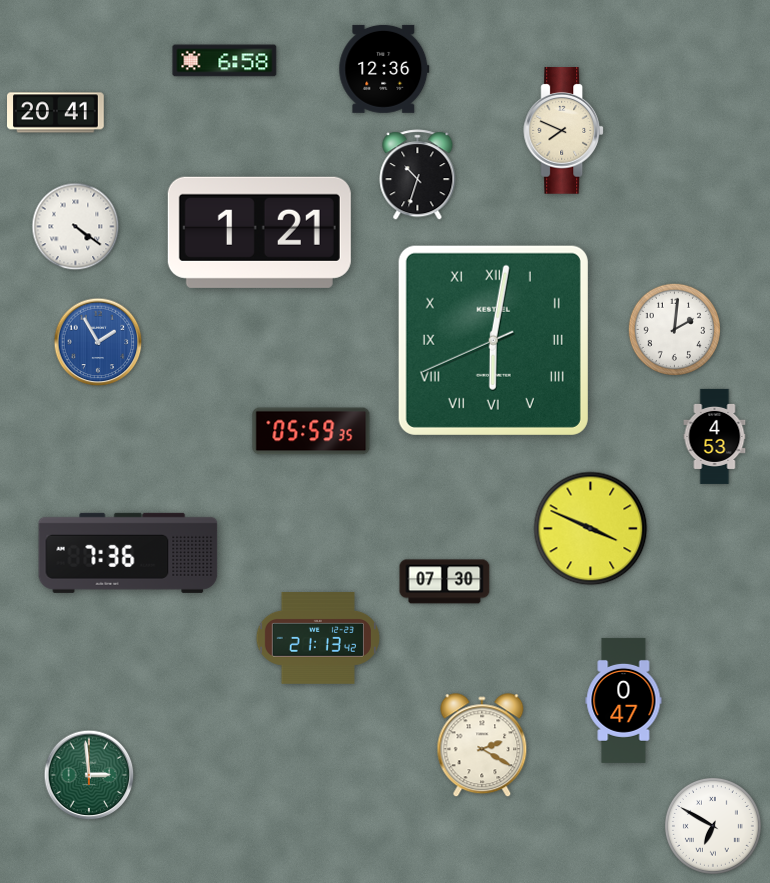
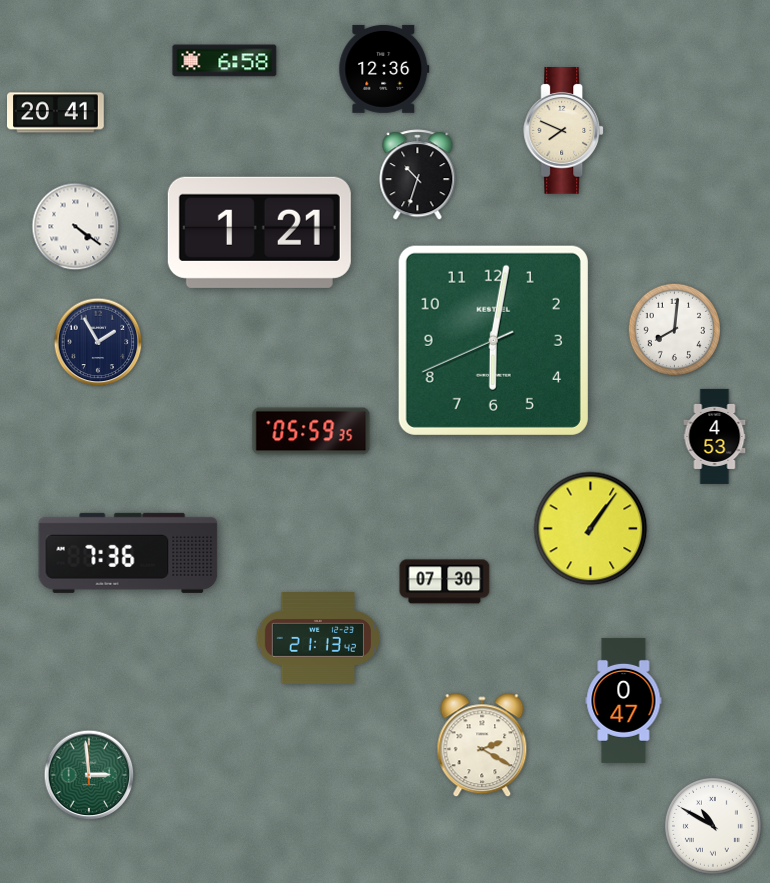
clock at (674, 329): 2:01 -> 8:01
clock at (493, 340) numerals: Roman -> Arabic
clock at (98, 342) dial: blue -> navy
clock at (591, 529): 3:49 -> 1:06
clock at (713, 826): 6:50 -> 10:50
